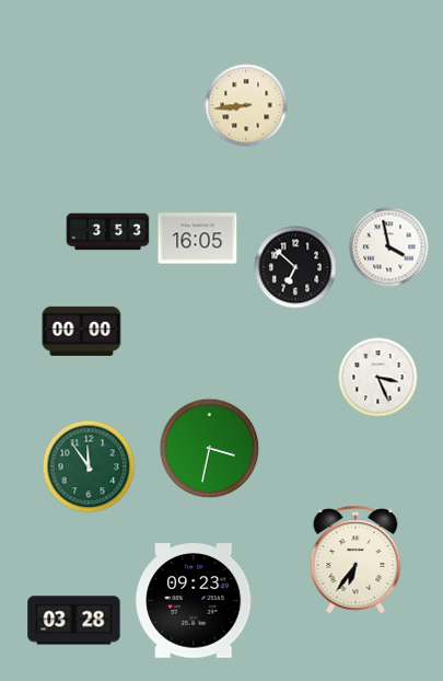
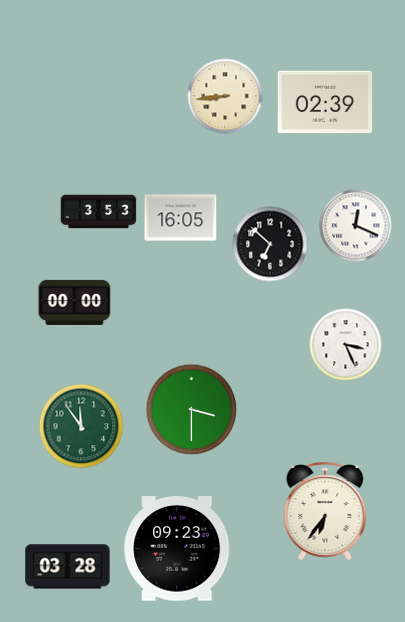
clock at (325, 102): none -> 02:39
clock at (389, 247): 3:58 -> 12:19
clock at (210, 449): 3:32 -> 3:30
